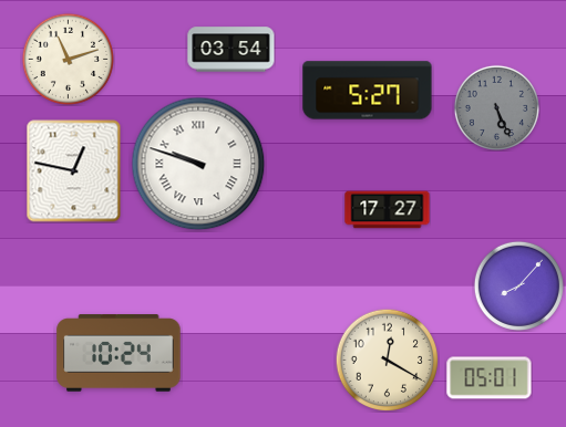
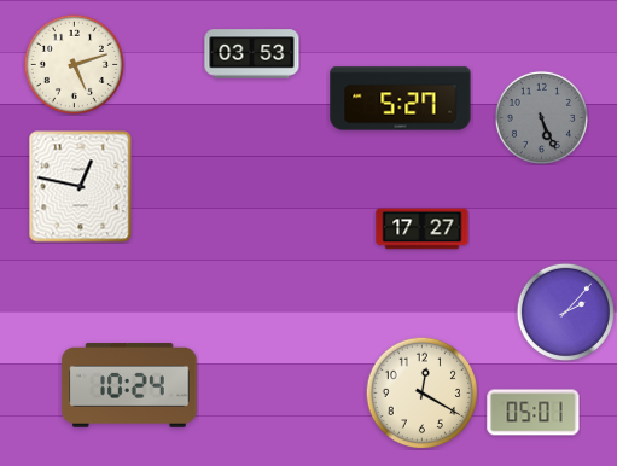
clock at (231, 50): 03:54 -> 03:53
clock at (68, 59): 11:12 -> 5:12
clock at (198, 164): 9:48 -> none
clock at (518, 285): 8:07 -> 2:07
